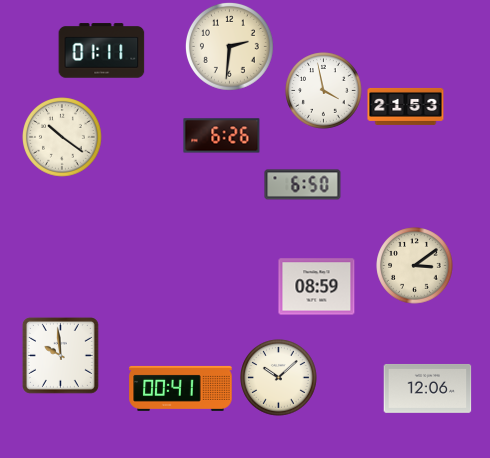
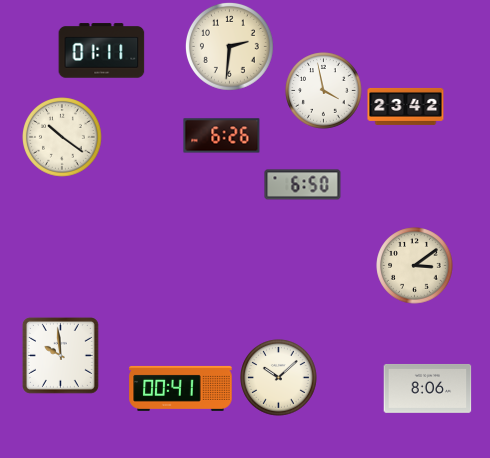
clock at (406, 106): 21:53 -> 23:42
clock at (317, 287): 08:59 -> none
clock at (428, 388): 12:06 -> 8:06
